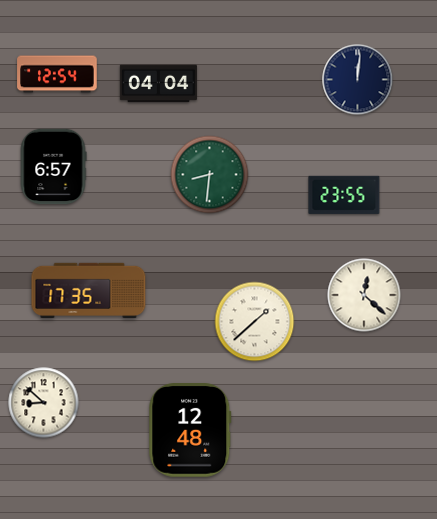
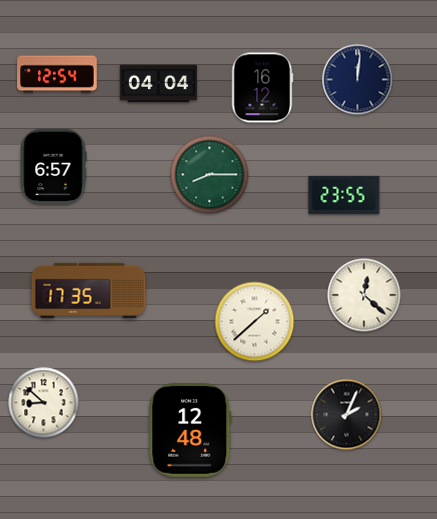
clock at (262, 88): none -> 16:12
clock at (210, 175): 8:31 -> 8:15
clock at (347, 415): none -> 2:04
